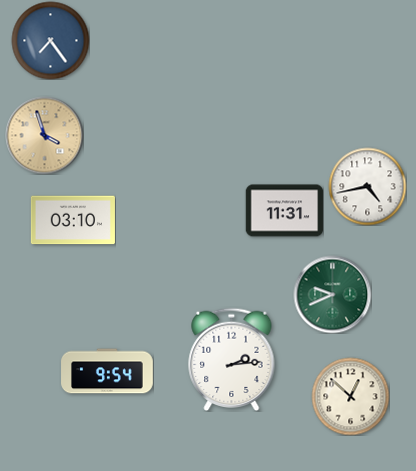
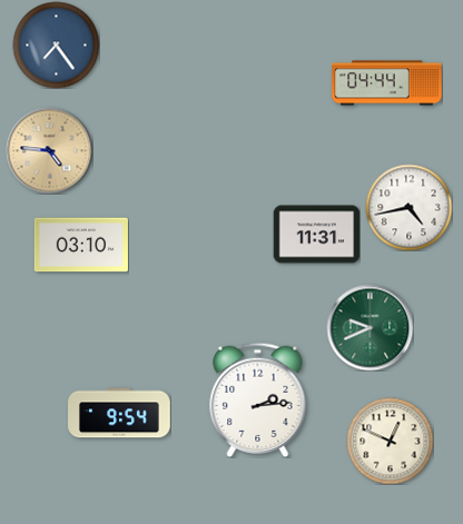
clock at (387, 83): none -> 04:44
clock at (44, 135): 3:57 -> 4:46
clock at (350, 396): 12:52 -> 12:49
